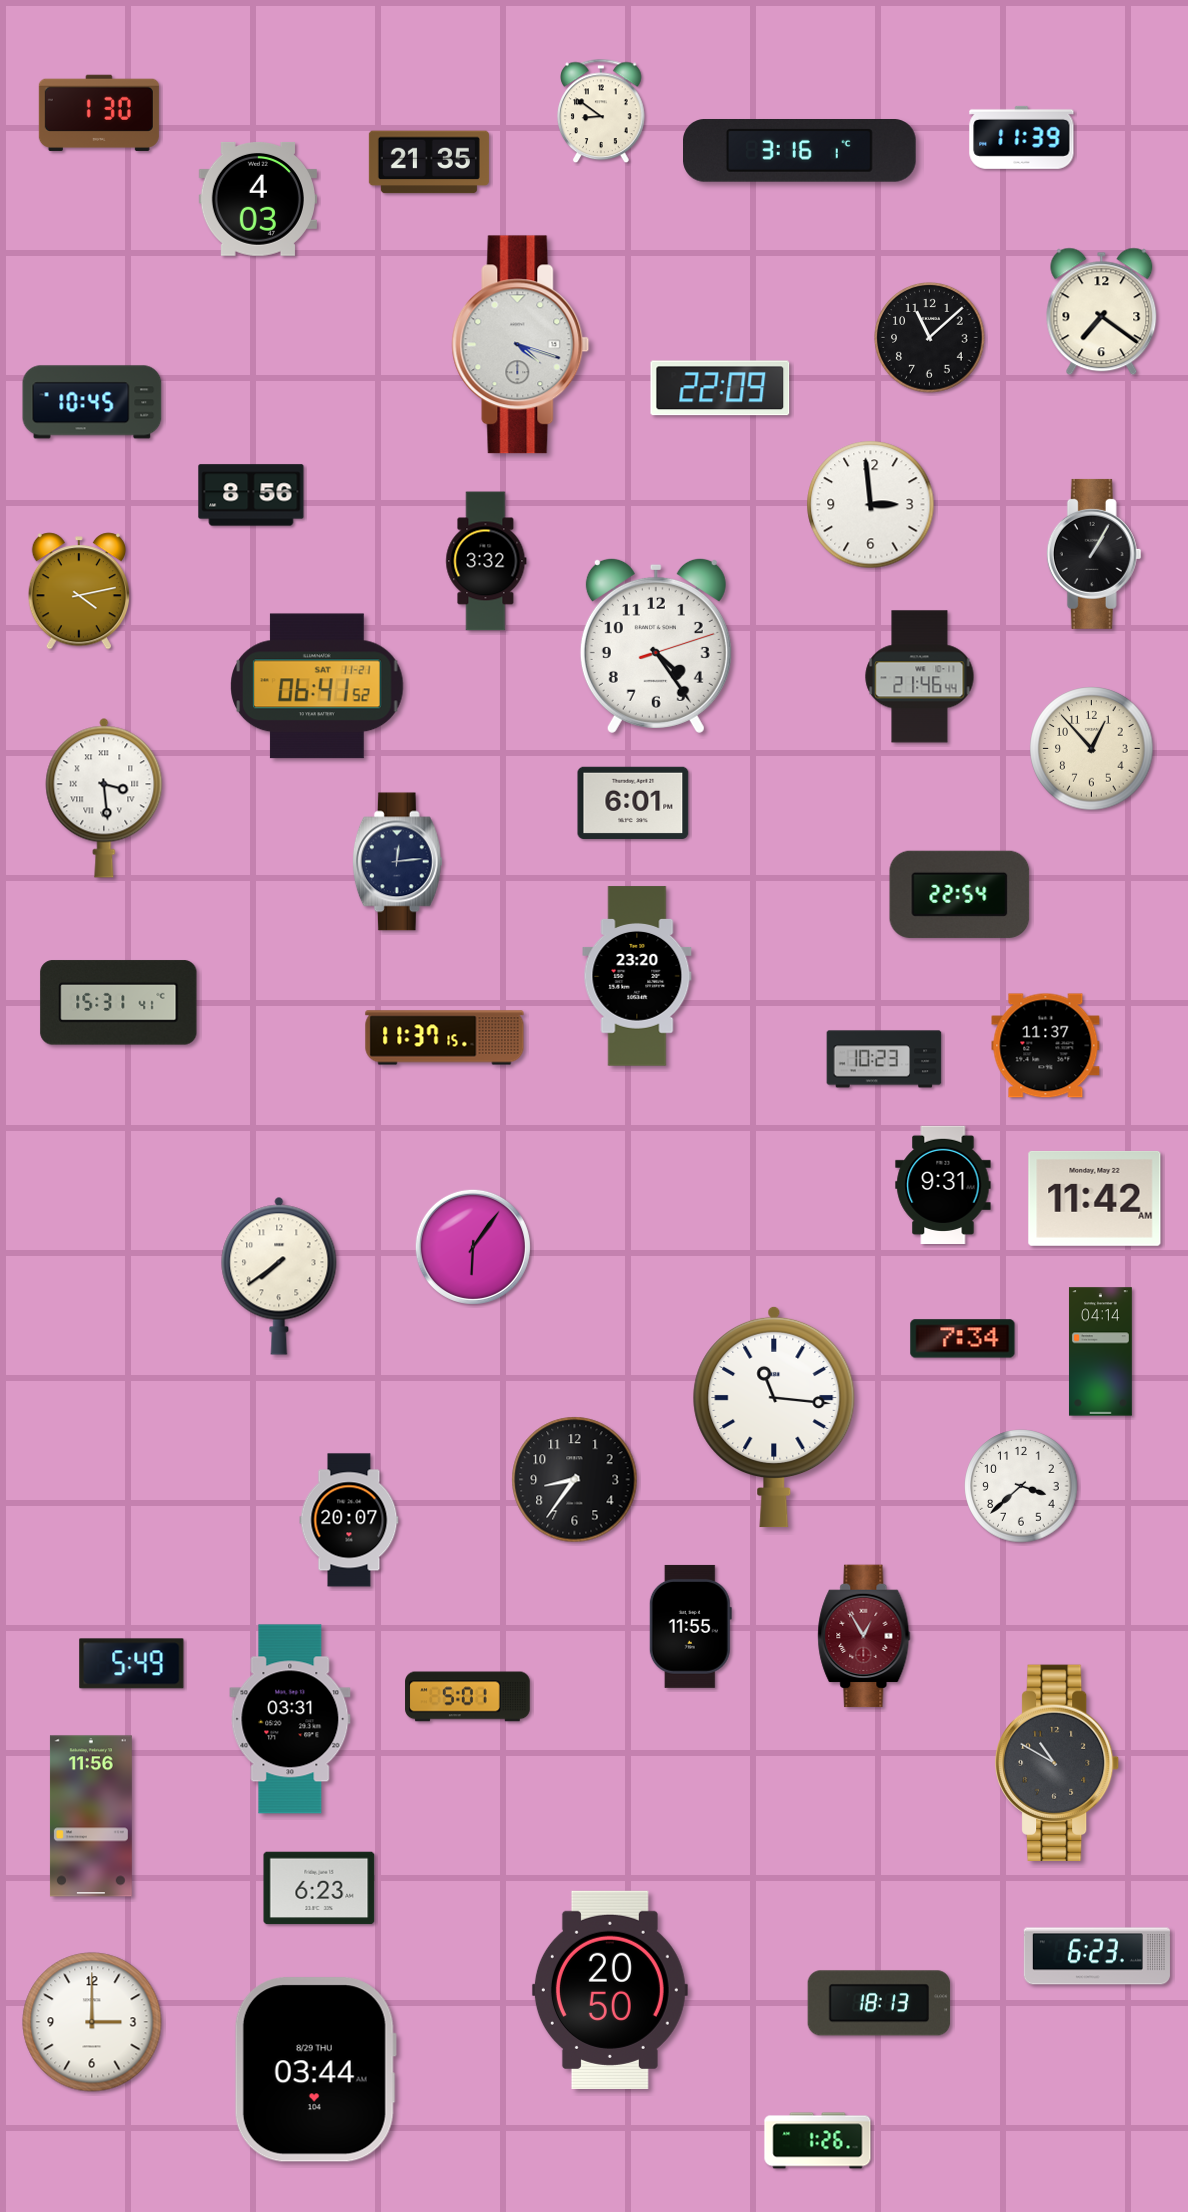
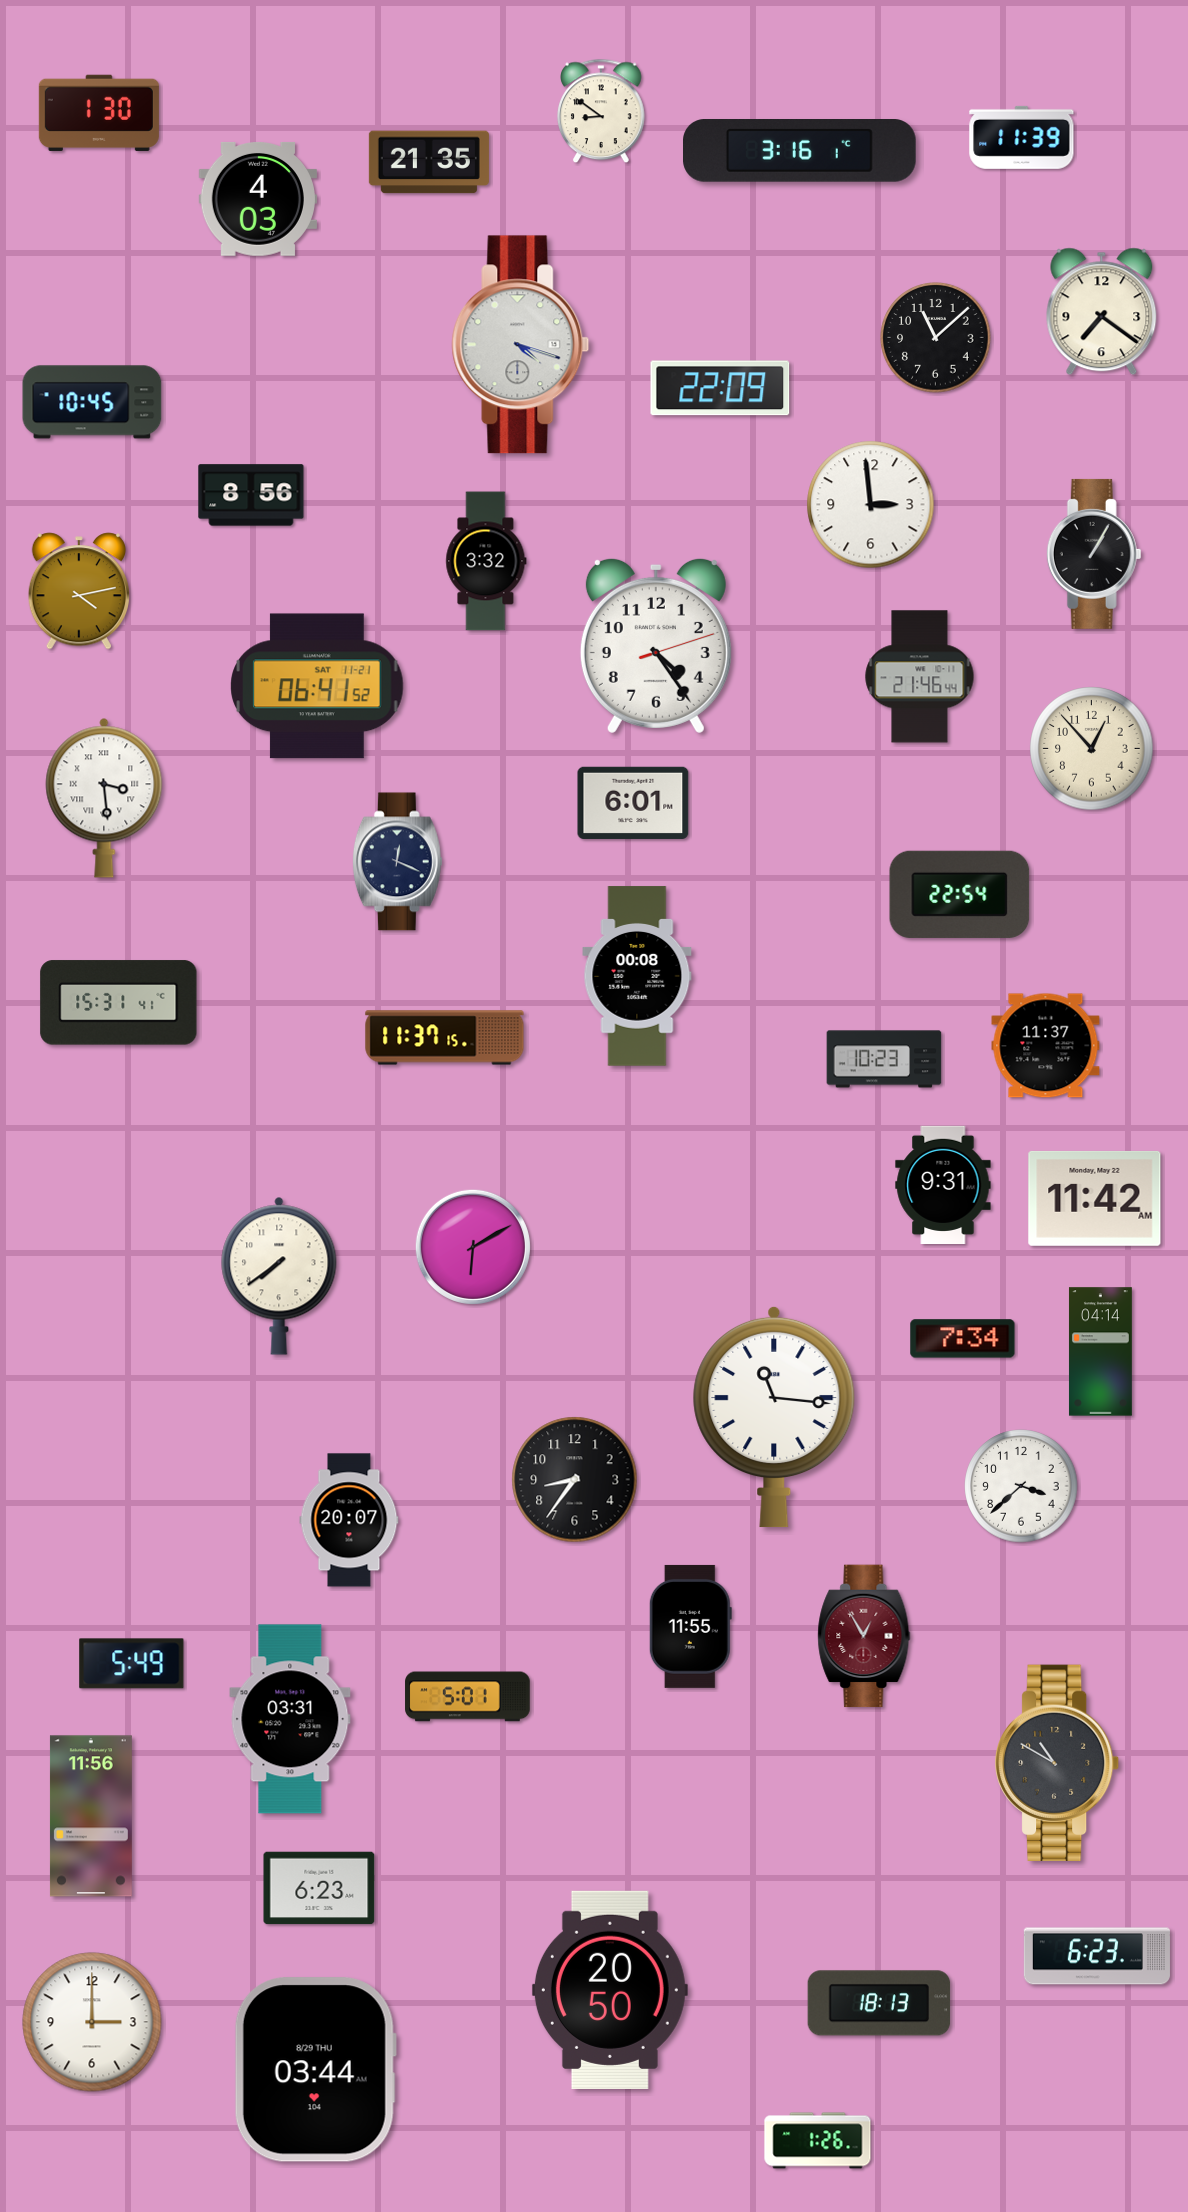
clock at (930, 338) position: (930, 338) -> (936, 338)
clock at (397, 862): 12:14 -> 12:19
clock at (637, 976): 23:20 -> 00:08
clock at (473, 1247): 6:06 -> 6:10
